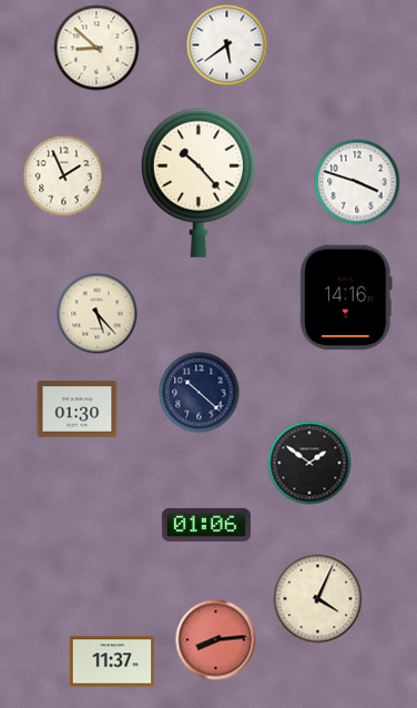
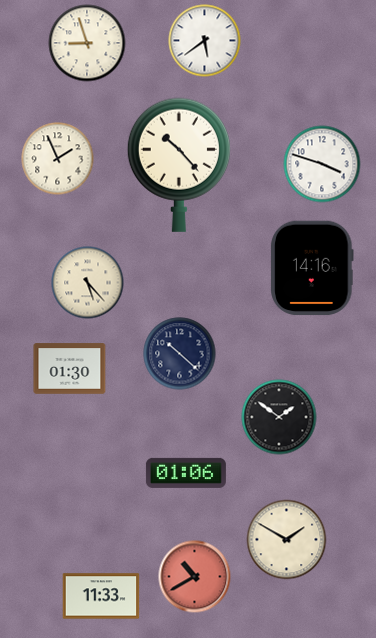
clock at (96, 48): 8:52 -> 8:57
clock at (318, 599): 4:04 -> 1:50
clock at (216, 640): 8:14 -> 10:40
clock at (112, 661): 11:37 -> 11:33
